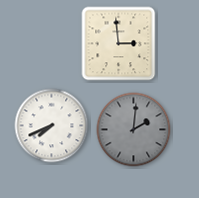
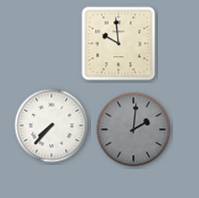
clock at (119, 44): 2:59 -> 9:59
clock at (52, 126): 7:41 -> 7:37
